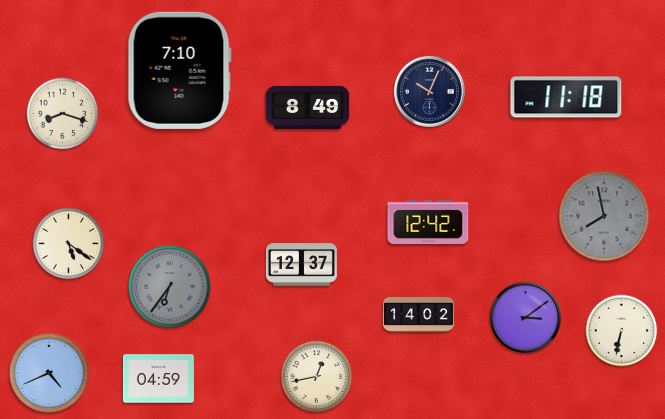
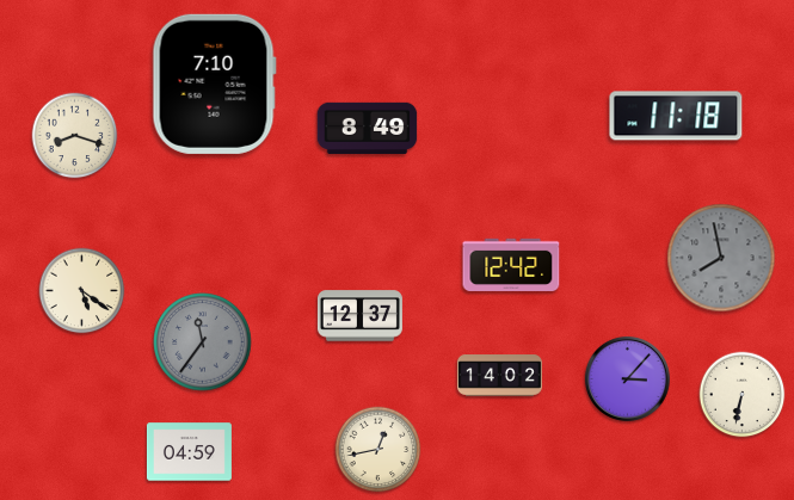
clock at (429, 91): 10:04 -> none
clock at (170, 287): 6:36 -> 11:36
clock at (525, 317): 3:09 -> 3:07
clock at (49, 373): 4:41 -> none
